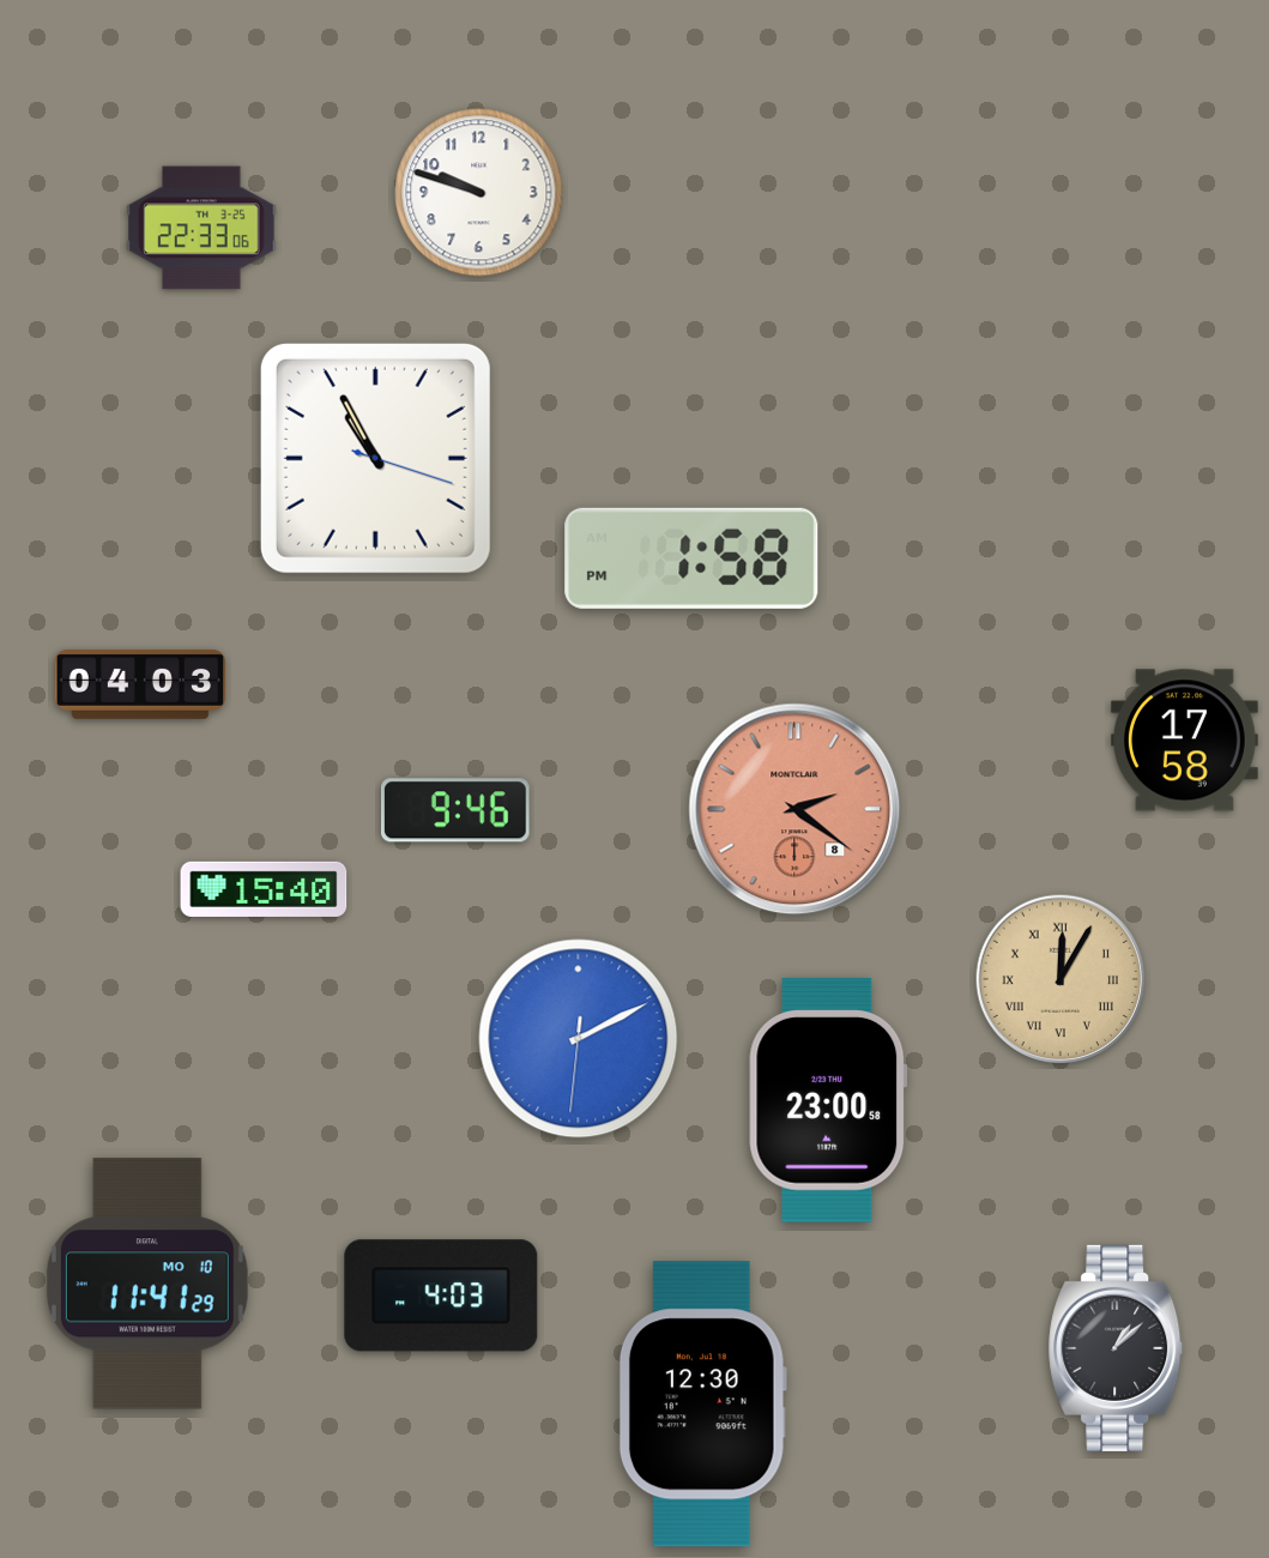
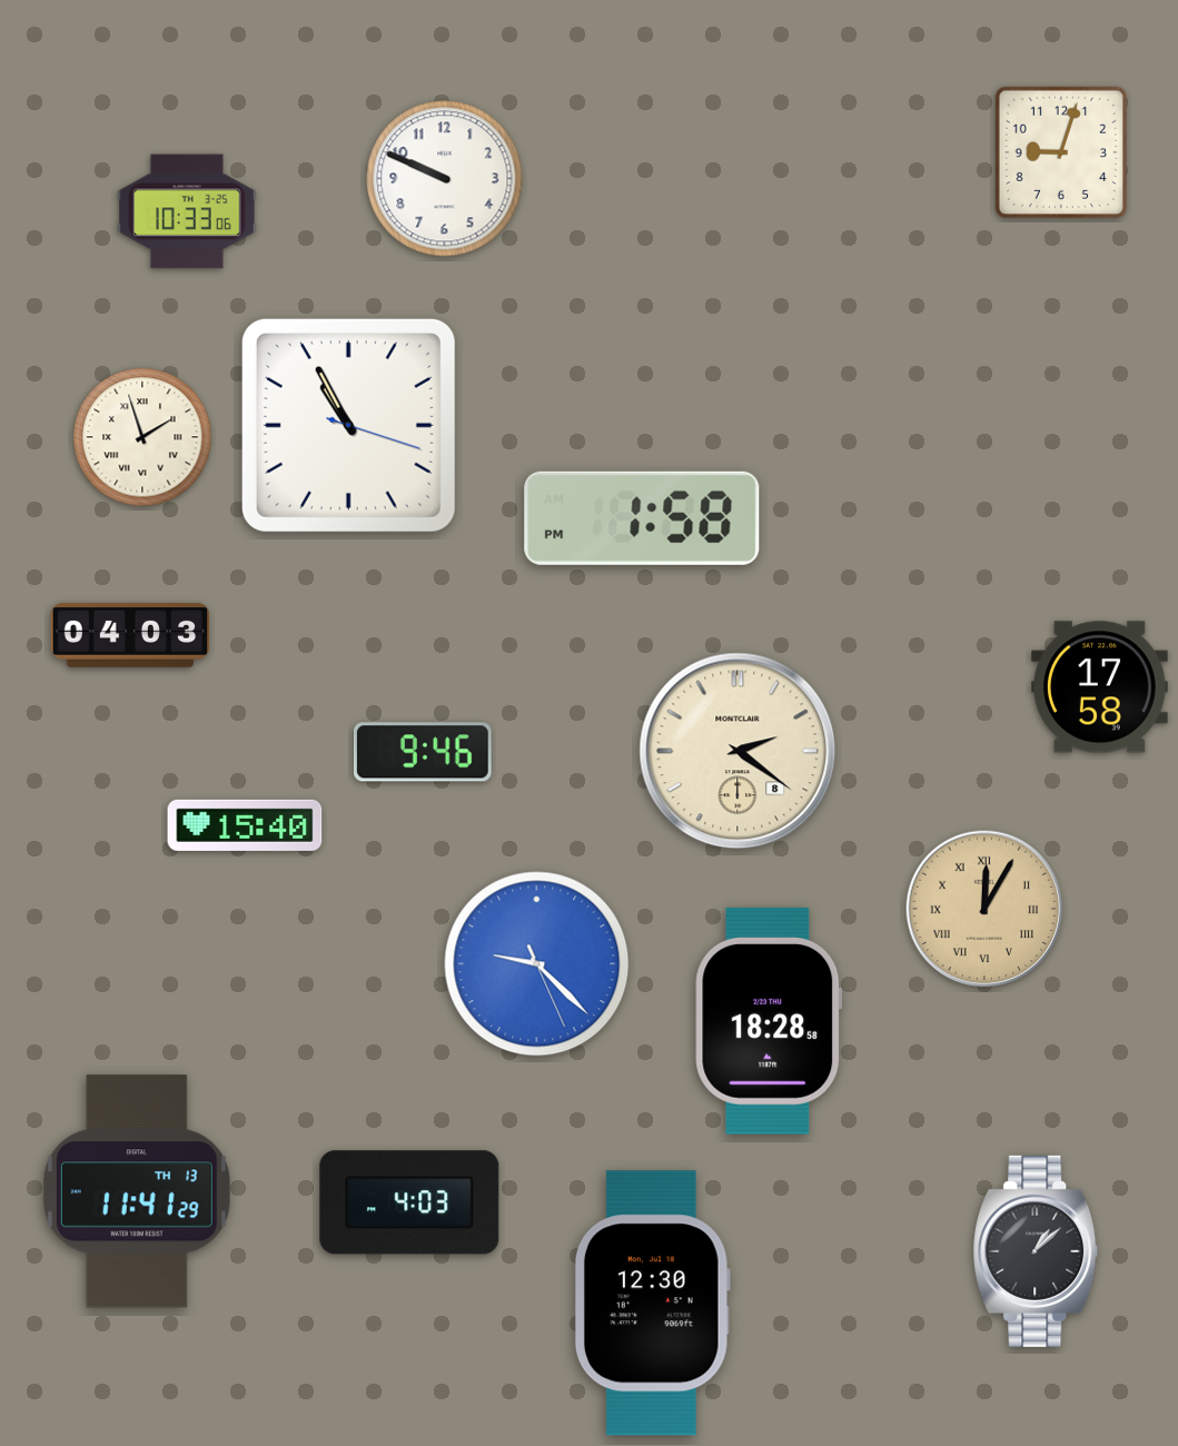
clock at (1061, 152): none -> 9:03
clock at (479, 193): 9:48 -> 9:49
clock at (201, 228): 22:33 -> 10:33
clock at (142, 437): none -> 1:57
clock at (794, 809) dial: salmon -> cream
clock at (579, 1039): 2:10 -> 9:22
clock at (828, 1100): 23:00 -> 18:28
clock at (147, 1284) date: MO 10 -> TH 13
